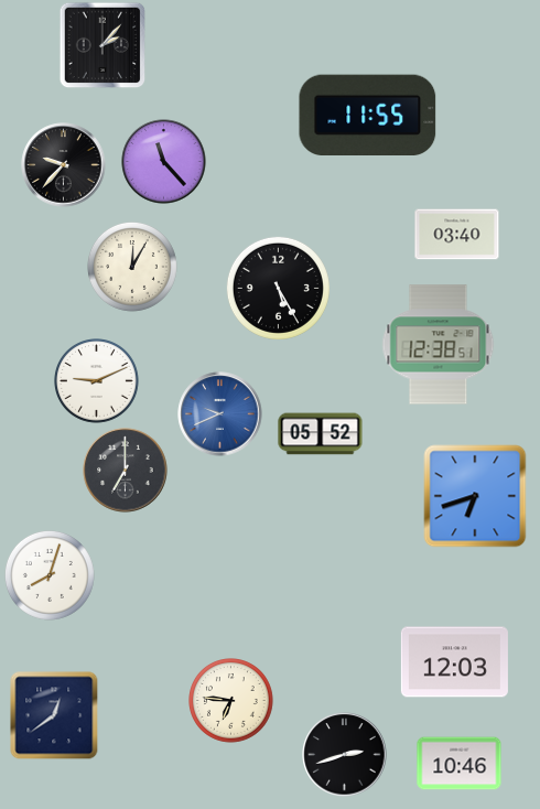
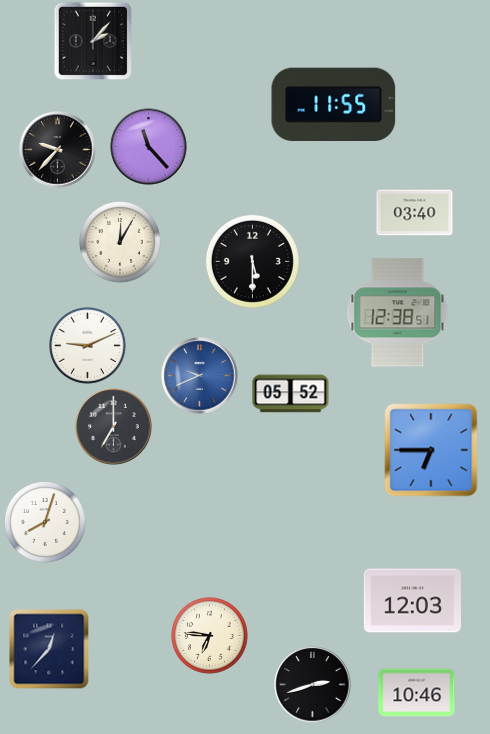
clock at (278, 288): 5:25 -> 5:30
clock at (475, 496): 6:42 -> 6:45
clock at (54, 715): 12:39 -> 12:37
